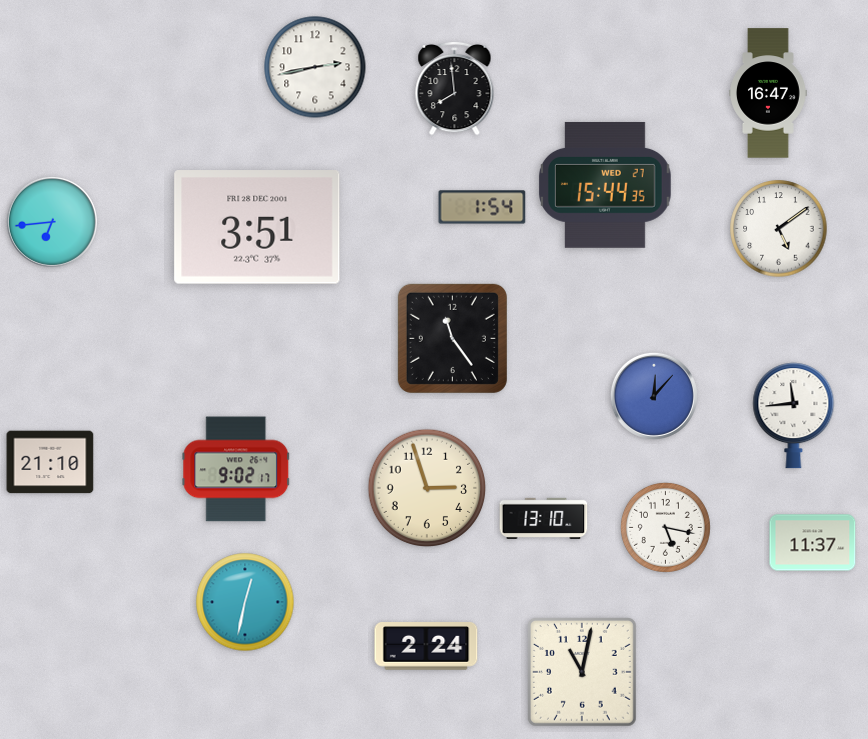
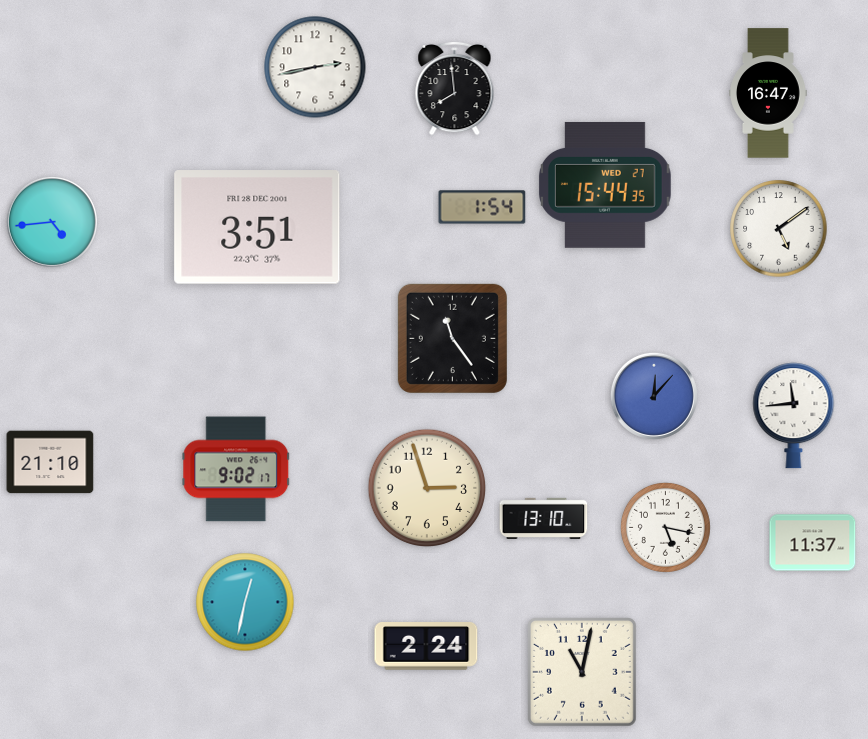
clock at (52, 222): 6:44 -> 4:44
